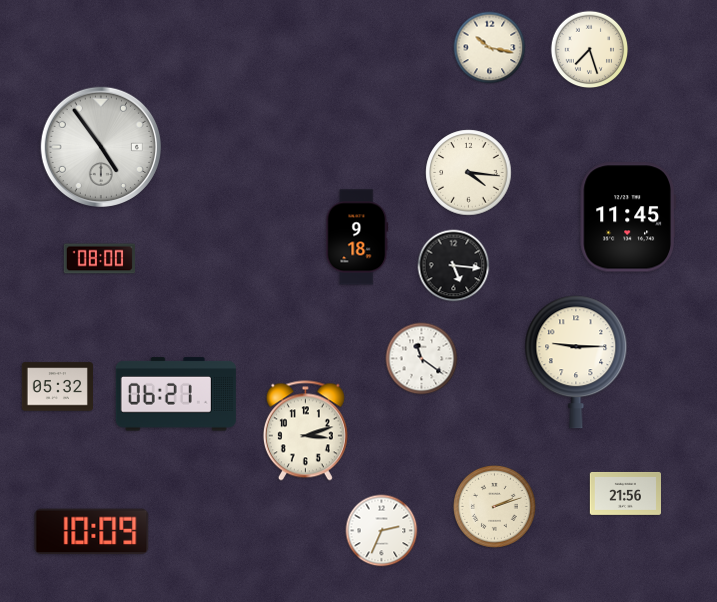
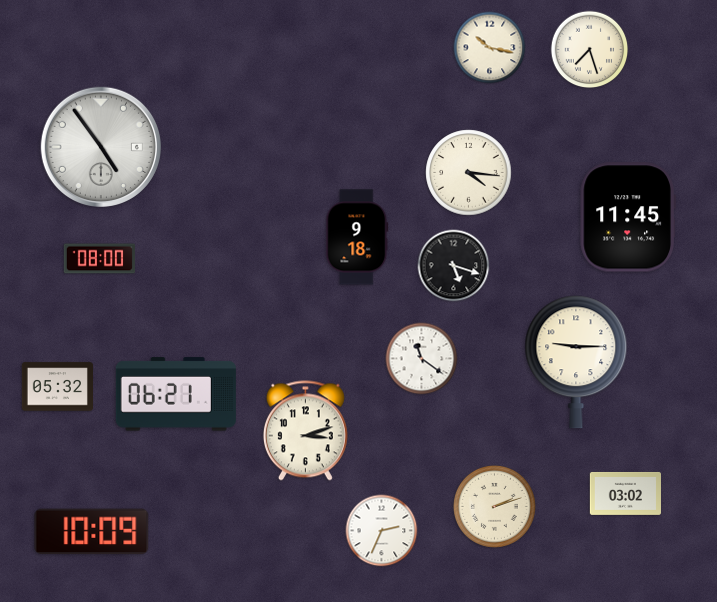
clock at (454, 266): 5:16 -> 5:18
clock at (625, 493): 21:56 -> 03:02
